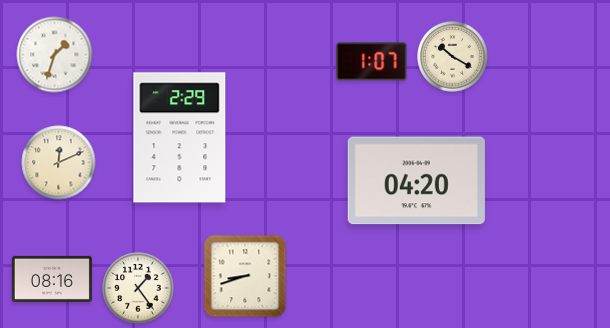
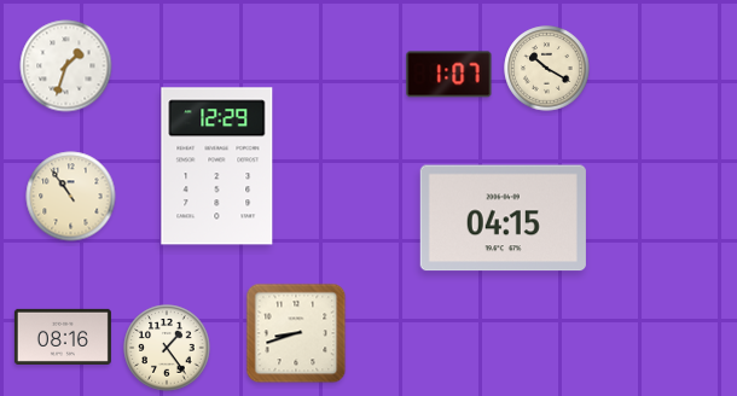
clock at (180, 138): 2:29 -> 12:29
clock at (59, 163): 12:11 -> 10:54
clock at (416, 181): 04:20 -> 04:15
